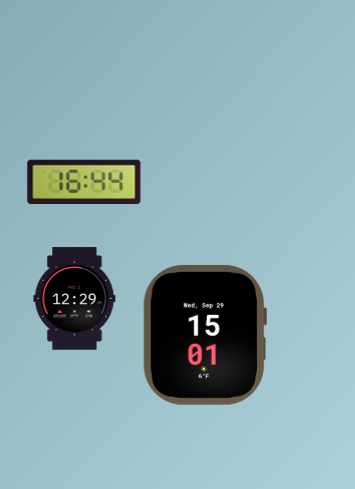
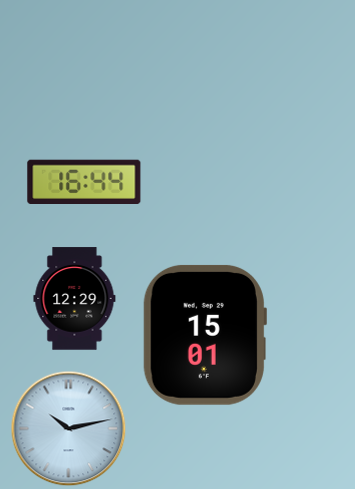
clock at (69, 429): none -> 10:13
